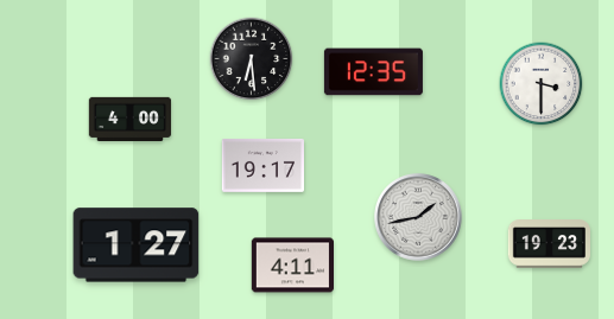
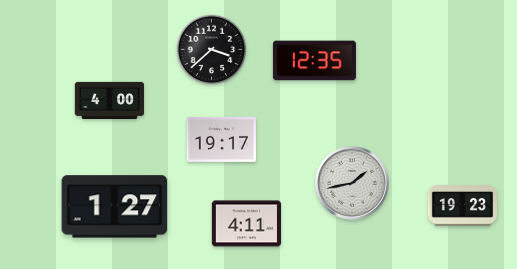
clock at (252, 59): 6:29 -> 3:38
clock at (542, 84): 3:30 -> none
